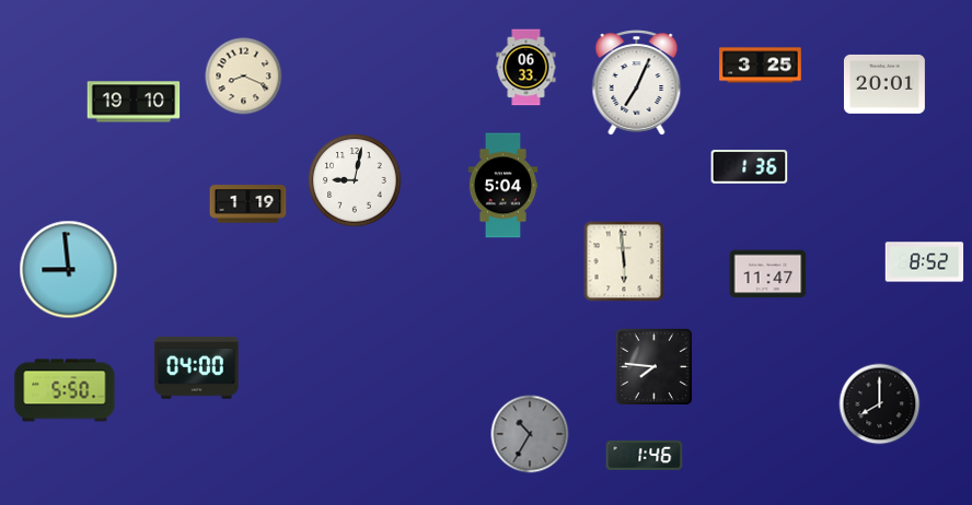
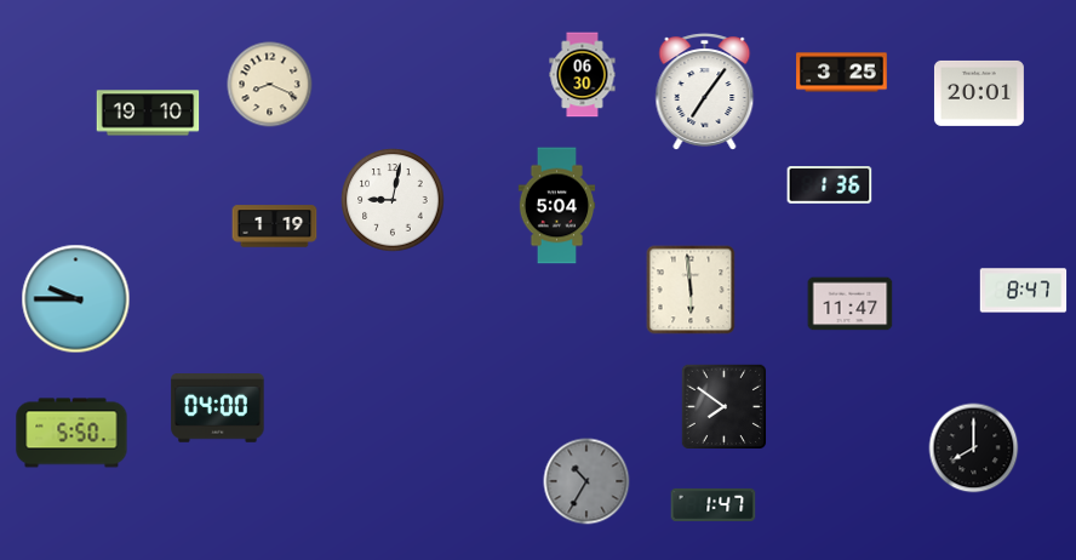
clock at (526, 68): 06:33 -> 06:30
clock at (637, 83): 7:04 -> 7:06
clock at (925, 262): 8:52 -> 8:47
clock at (69, 270): 8:59 -> 9:45
clock at (653, 366): 7:46 -> 7:51
clock at (645, 455): 1:46 -> 1:47
